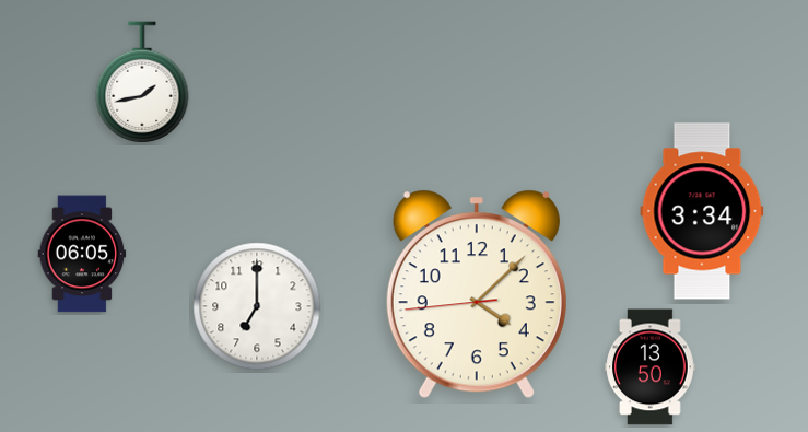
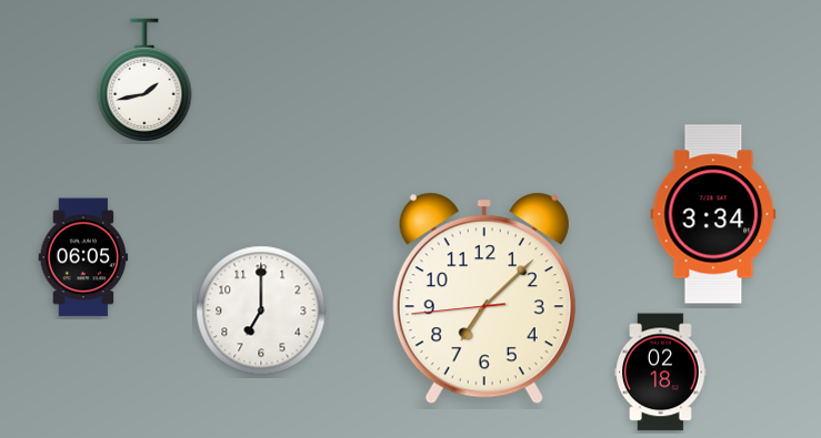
clock at (142, 82) position: (142, 82) -> (144, 80)
clock at (477, 294): 4:07 -> 7:07
clock at (651, 367): 13:50 -> 02:18
